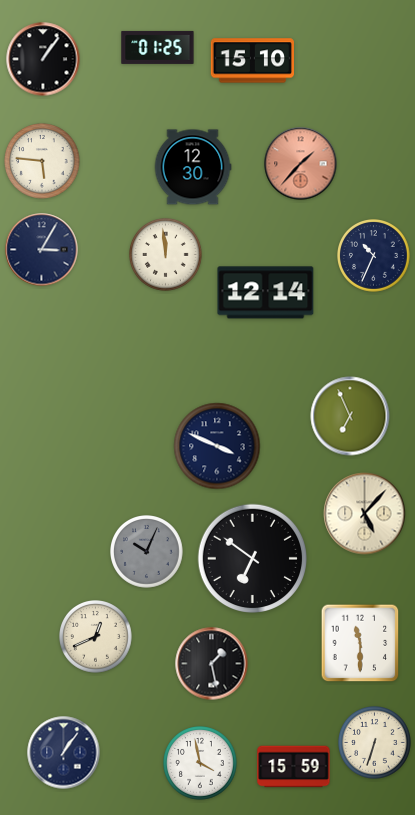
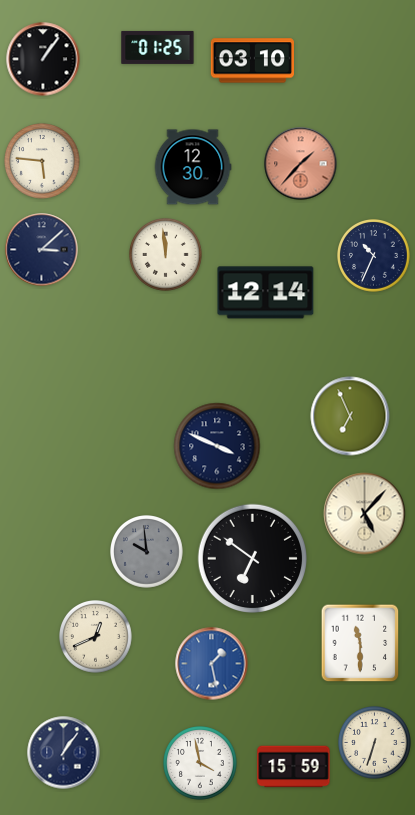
clock at (252, 61): 15:10 -> 03:10
clock at (42, 250): 3:05 -> 3:08
clock at (147, 552): 10:04 -> 9:59
clock at (212, 664) dial: black -> blue
